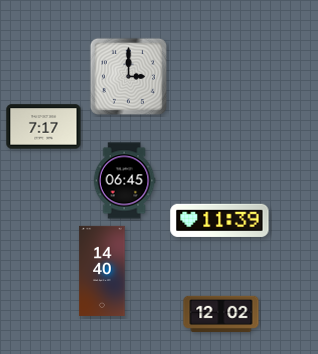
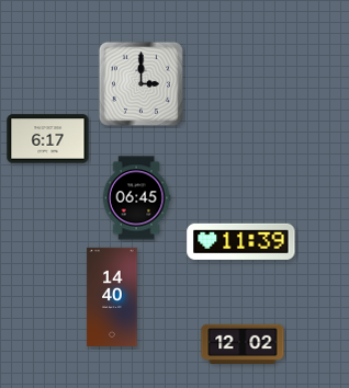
clock at (44, 127): 7:17 -> 6:17
